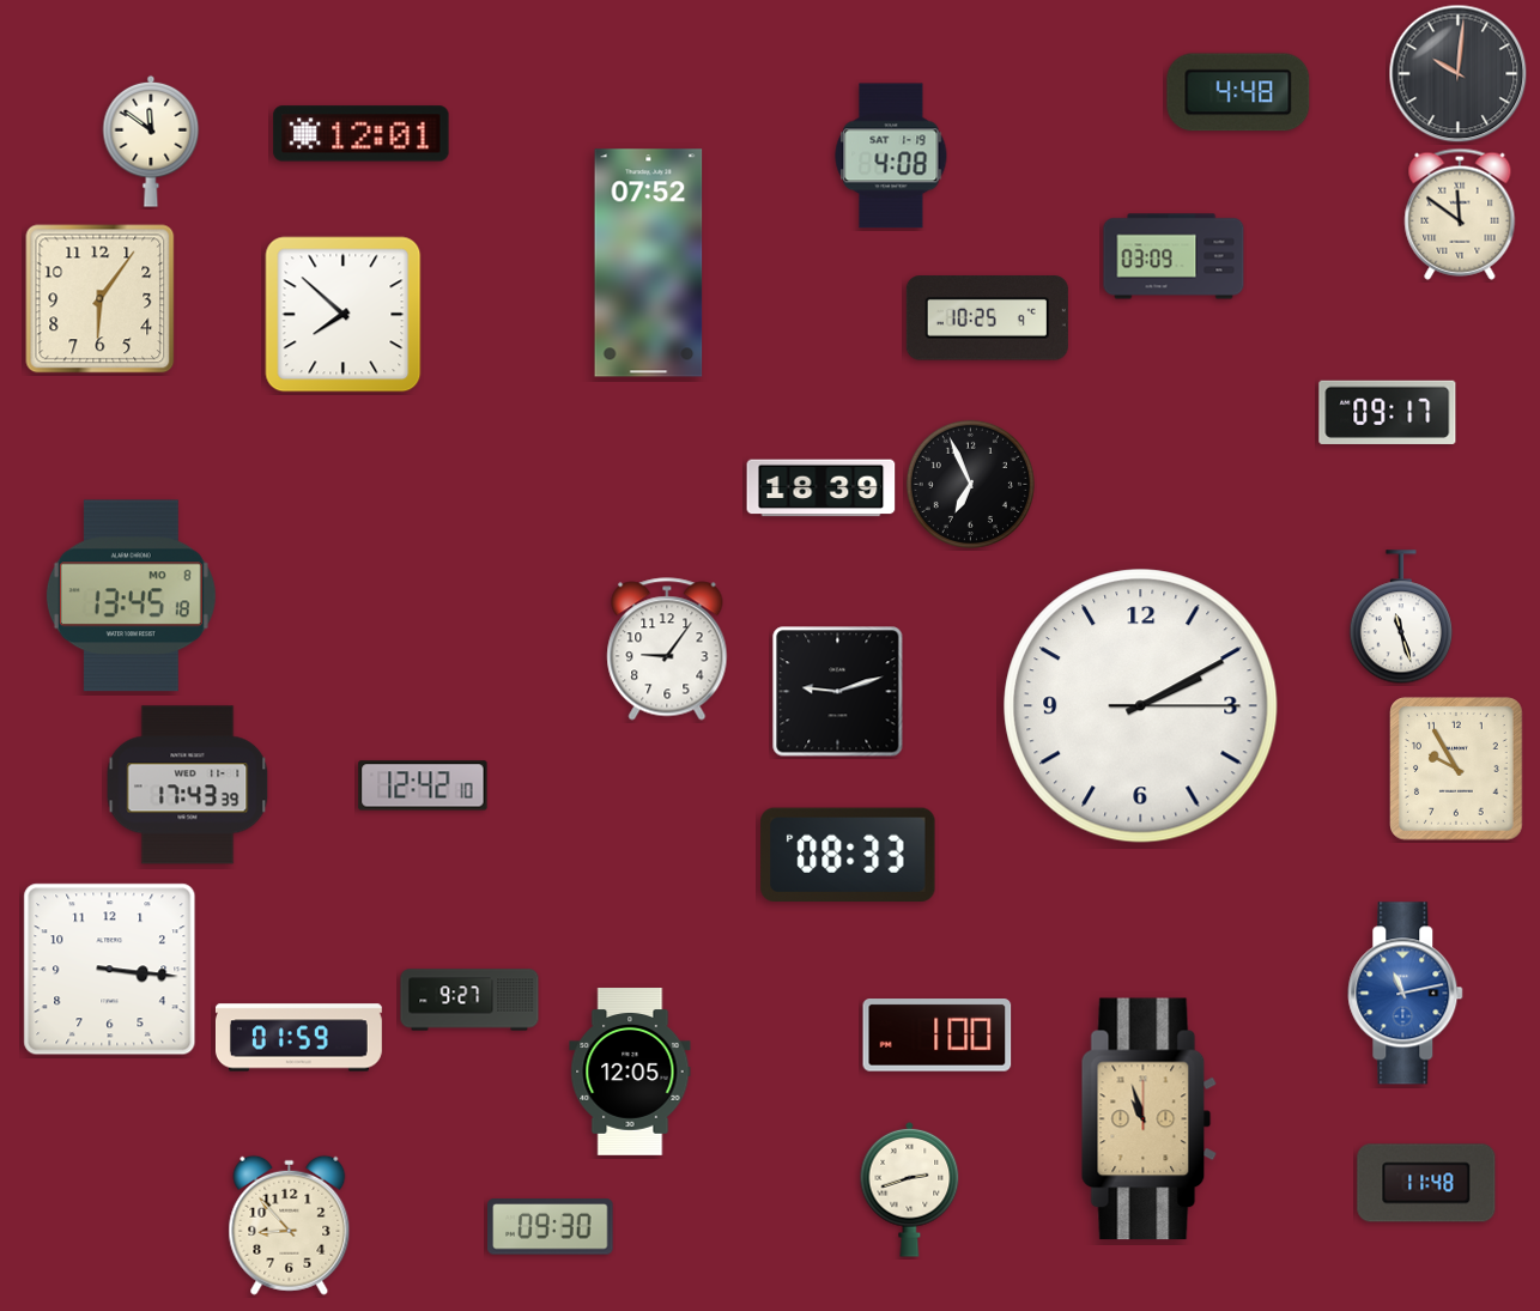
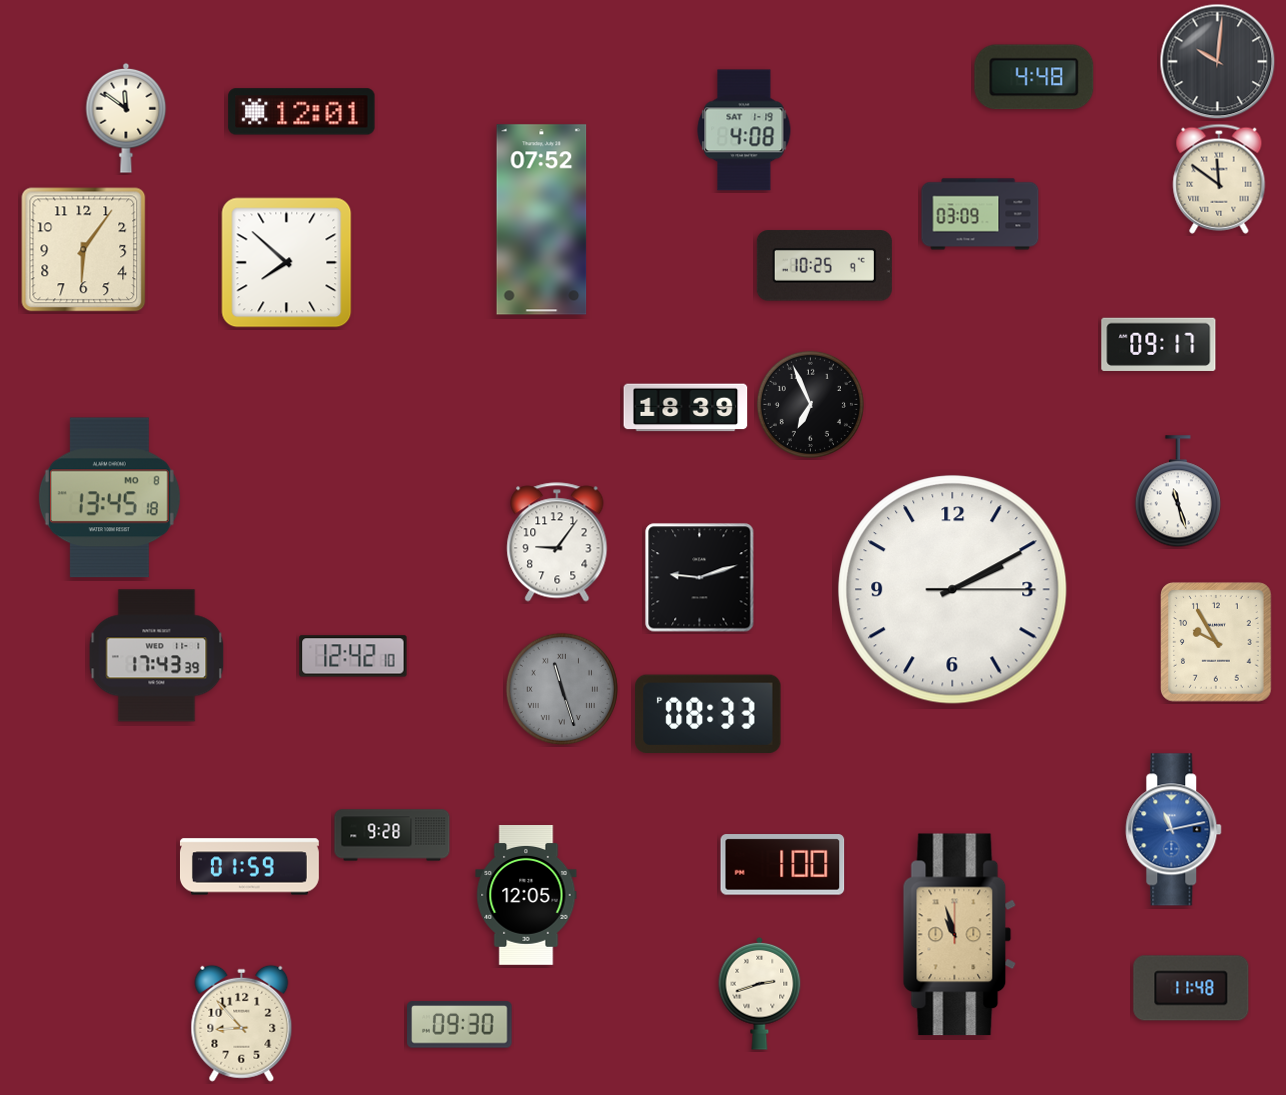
clock at (1401, 618) position: (1401, 618) -> (1178, 492)
clock at (562, 689): none -> 11:27
clock at (110, 970): 3:16 -> none
clock at (469, 1000): 9:27 -> 9:28
